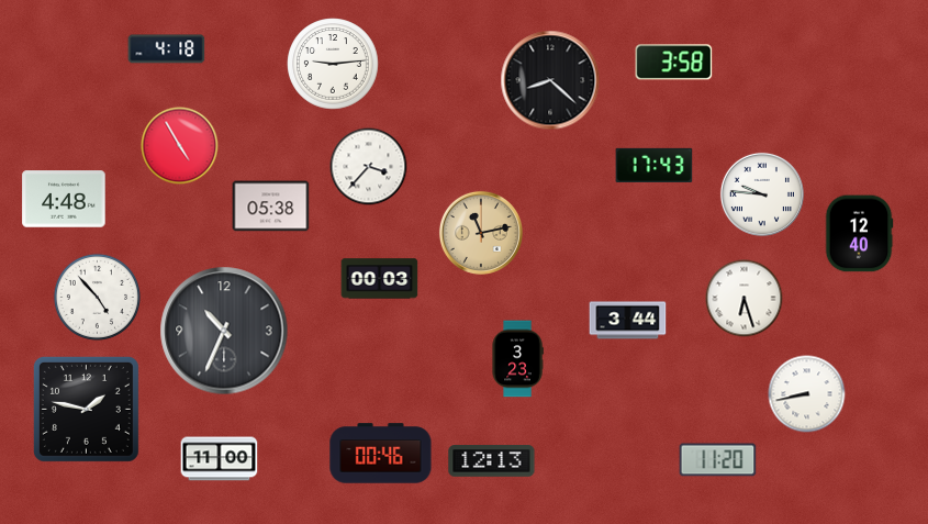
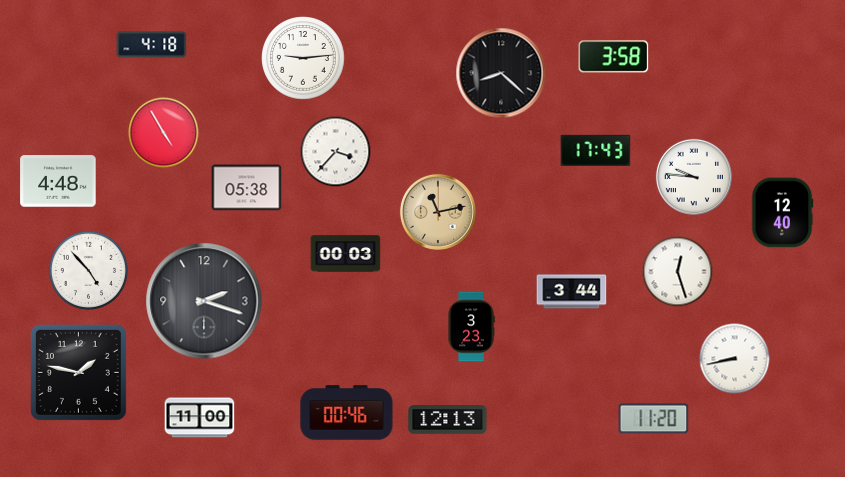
clock at (745, 299): 6:27 -> 12:27
clock at (224, 331): 10:34 -> 2:18
